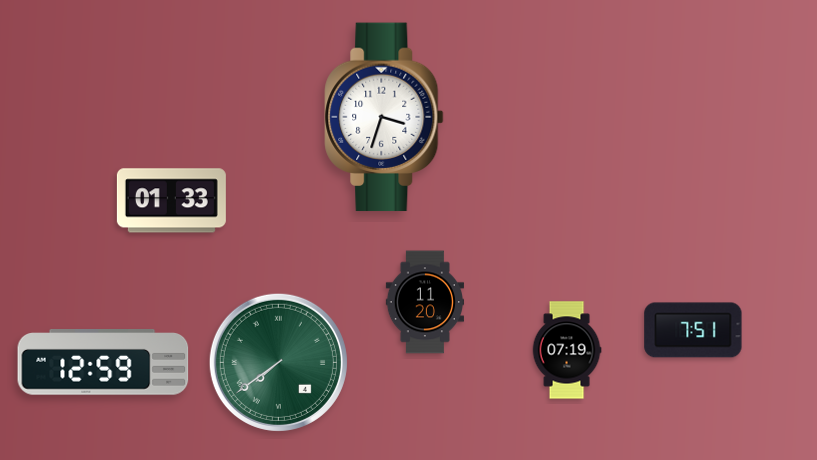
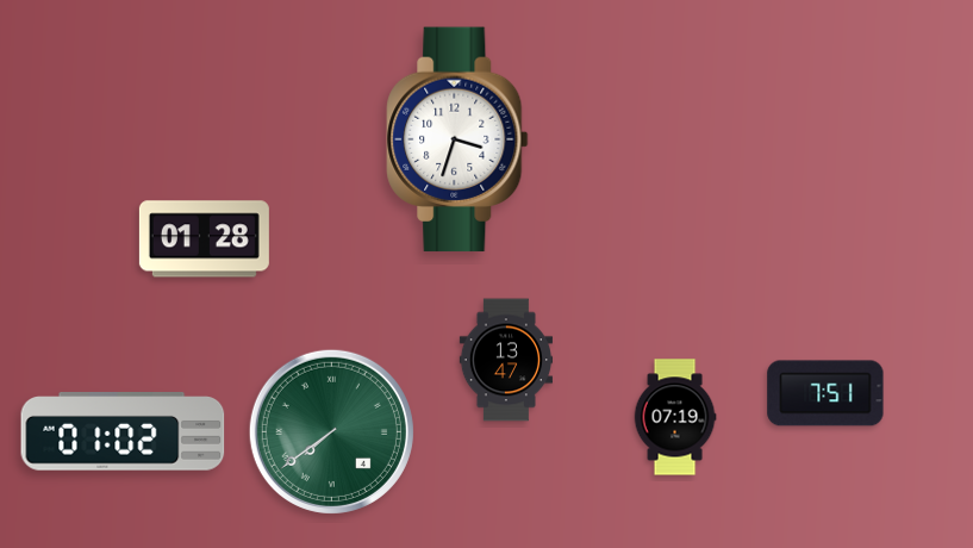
clock at (171, 201): 01:33 -> 01:28
clock at (424, 302): 11:20 -> 13:47
clock at (103, 362): 12:59 -> 01:02
